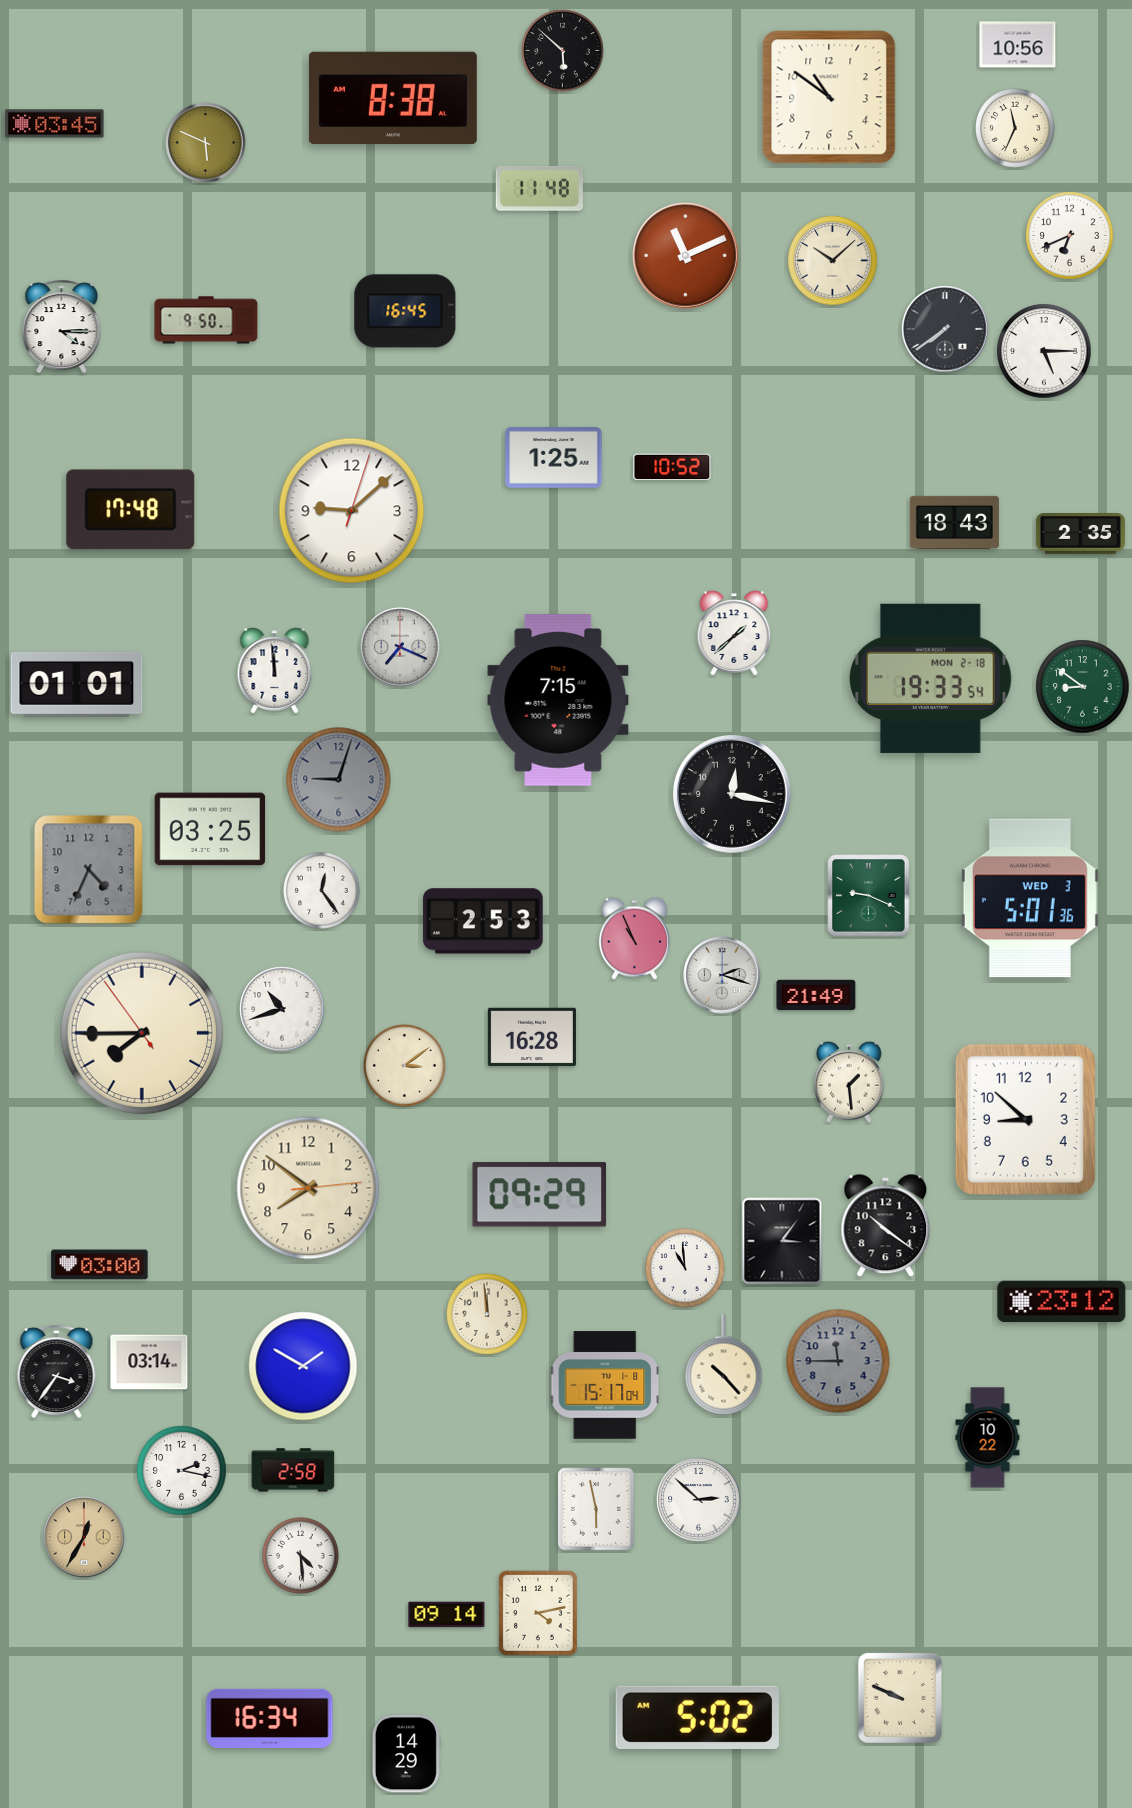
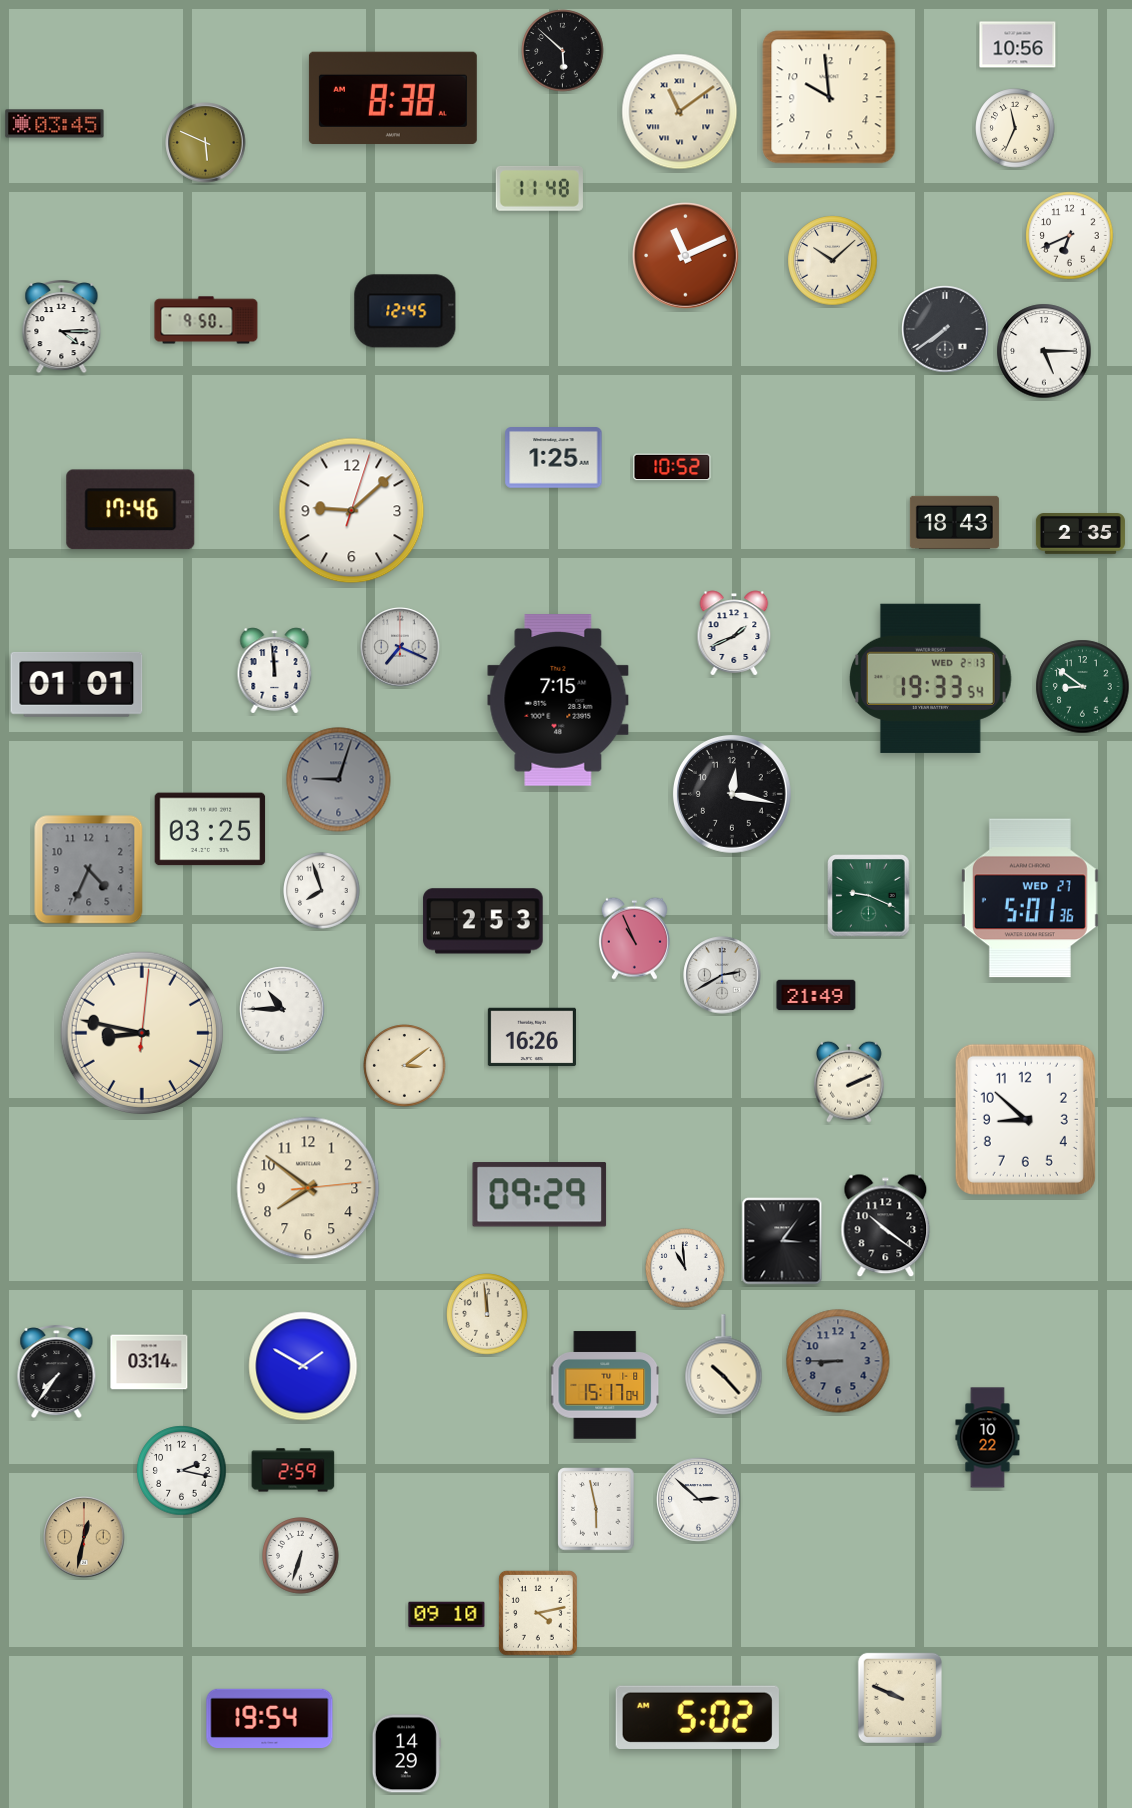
clock at (829, 97): 10:51 -> 9:59
clock at (680, 112): none -> 11:09
clock at (405, 311): 16:45 -> 12:45
clock at (131, 510): 17:48 -> 17:46
clock at (734, 633): 1:38 -> 1:41
clock at (931, 678) date: MON 2-18 -> WED 2-13
clock at (322, 891): 12:24 -> 7:57
clock at (1030, 898) date: WED 3 -> WED 27
clock at (722, 975): 2:18 -> 2:40
clock at (282, 1009): 10:42 -> 10:45
clock at (142, 1033): 7:44 -> 8:47
clock at (532, 1037): 16:28 -> 16:26
clock at (850, 1082): 1:29 -> 2:11
clock at (100, 1265): 03:00 -> none
clock at (1062, 1302): 23:12 -> none
clock at (838, 1361): 11:45 -> 8:45
clock at (57, 1372): 3:36 -> 7:36
clock at (293, 1470): 2:58 -> 2:59
clock at (84, 1537): 12:35 -> 12:32
clock at (301, 1556): 4:29 -> 6:33
clock at (447, 1615): 09:14 -> 09:10
clock at (270, 1718): 16:34 -> 19:54
